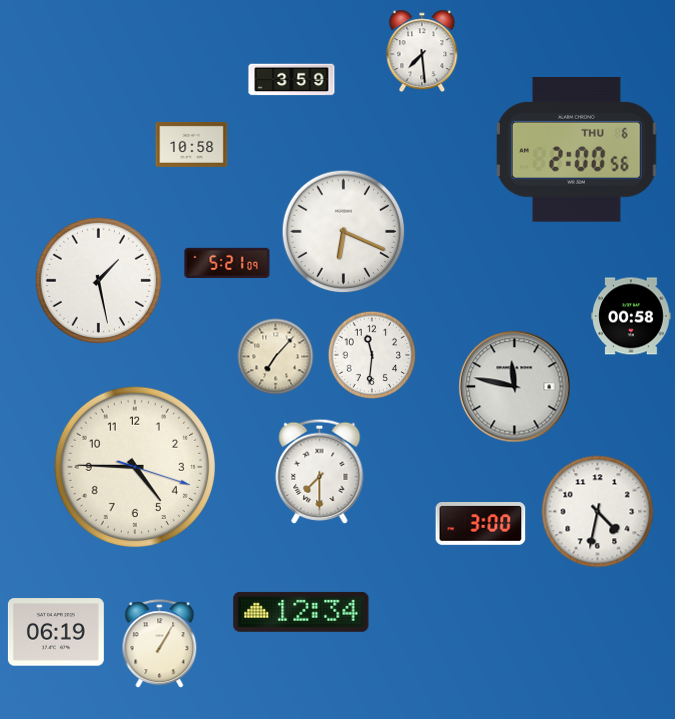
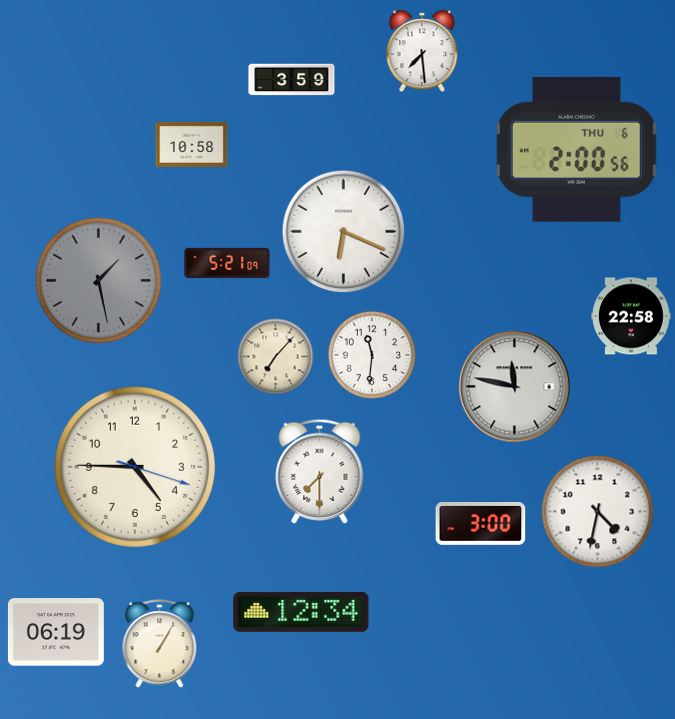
clock at (98, 280) dial: white -> grey
clock at (631, 316): 00:58 -> 22:58
